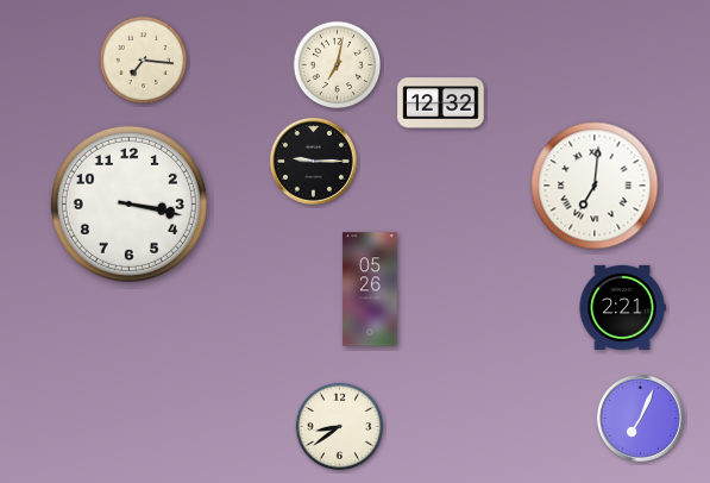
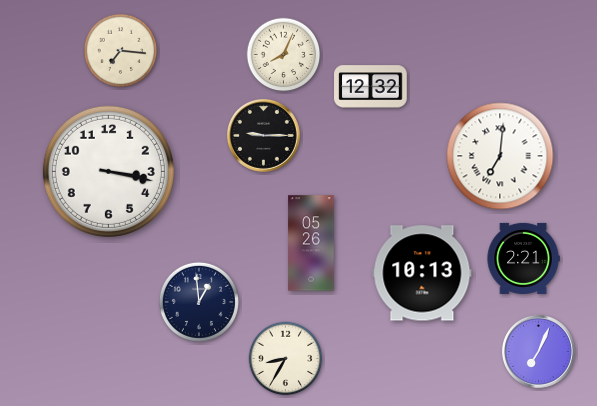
clock at (338, 65): 7:02 -> 8:04
clock at (422, 273): none -> 10:13
clock at (199, 302): none -> 12:59
clock at (340, 427): 8:39 -> 8:35
